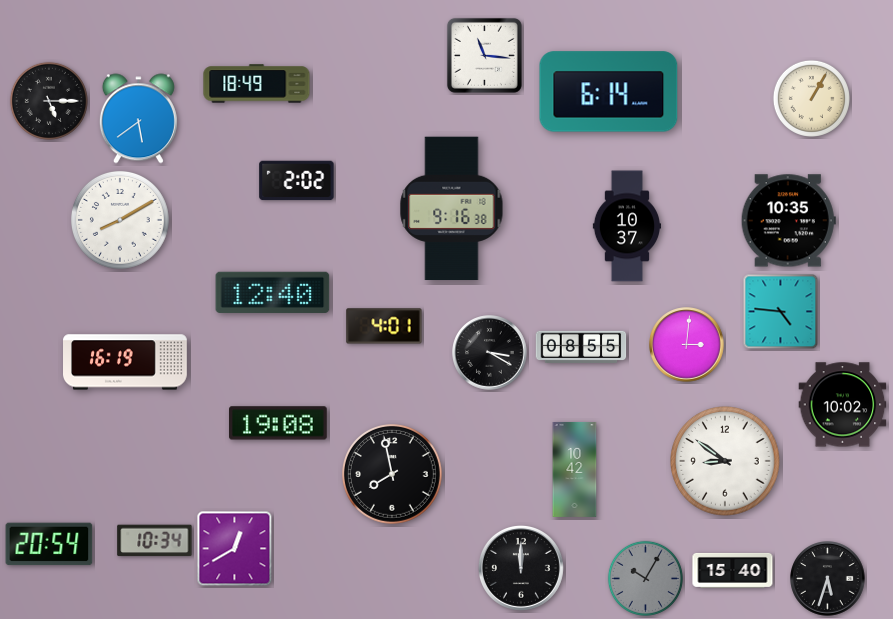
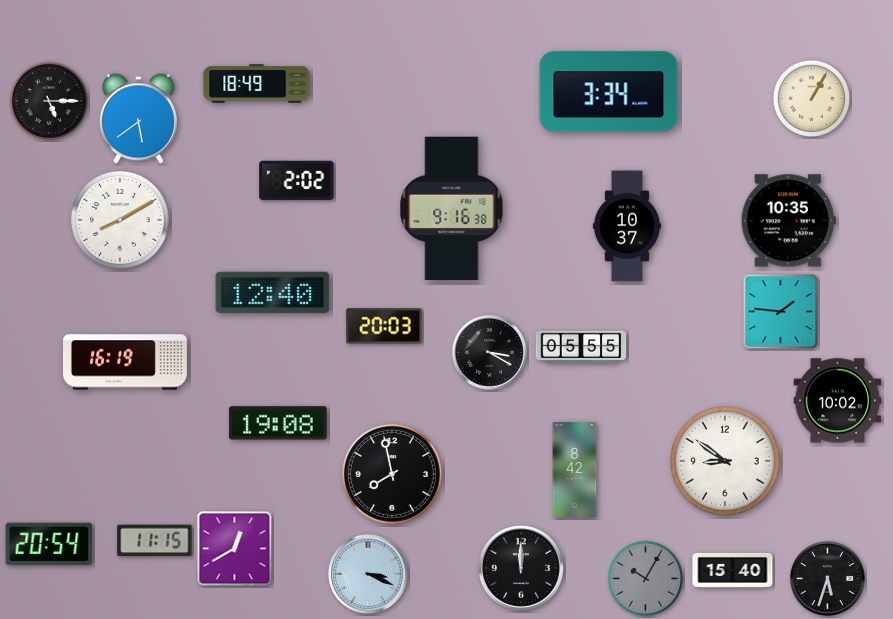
clock at (484, 55): 11:16 -> none
clock at (609, 92): 6:14 -> 3:34
clock at (781, 312): 4:46 -> 1:46
clock at (384, 326): 4:01 -> 20:03
clock at (687, 345): 3:01 -> none
clock at (581, 347): 08:55 -> 05:55
clock at (843, 405) position: (843, 405) -> (838, 401)
clock at (575, 469): 10:42 -> 8:42
clock at (155, 541): 10:34 -> 11:15
clock at (369, 575): none -> 3:19
